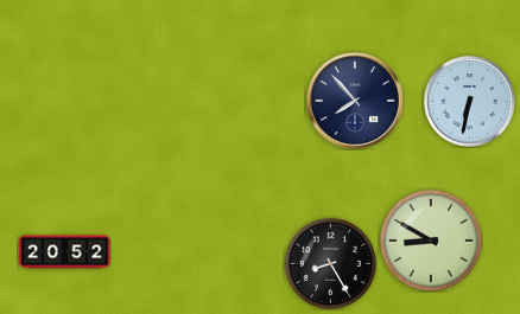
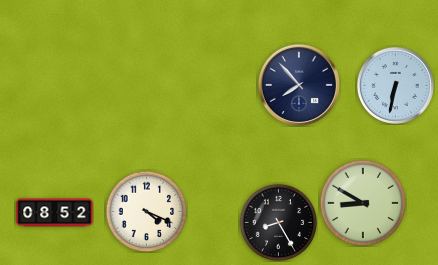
clock at (146, 211): none -> 4:19
clock at (65, 252): 20:52 -> 08:52
